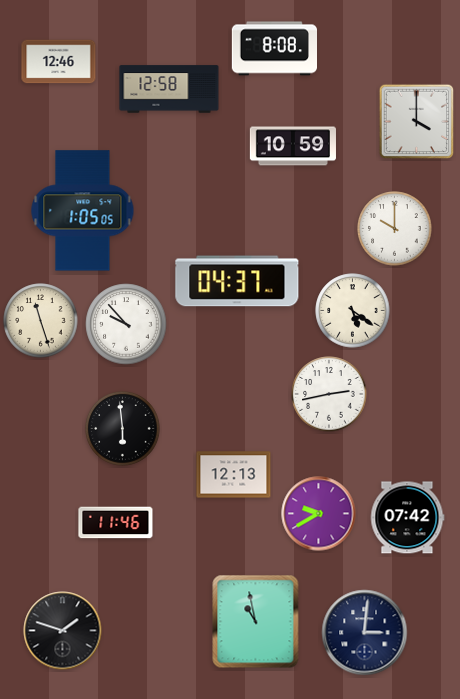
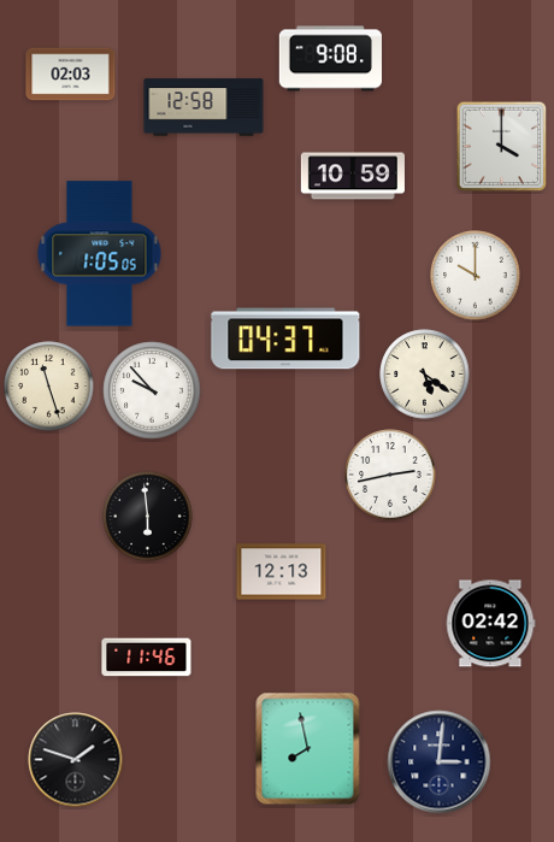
clock at (274, 49): 8:08 -> 9:08
clock at (59, 62): 12:46 -> 02:03
clock at (329, 394) position: (329, 394) -> (390, 475)
clock at (319, 514): 9:40 -> none
clock at (407, 518): 07:42 -> 02:42
clock at (116, 523) position: (116, 523) -> (147, 658)
clock at (256, 622): 10:58 -> 7:58
